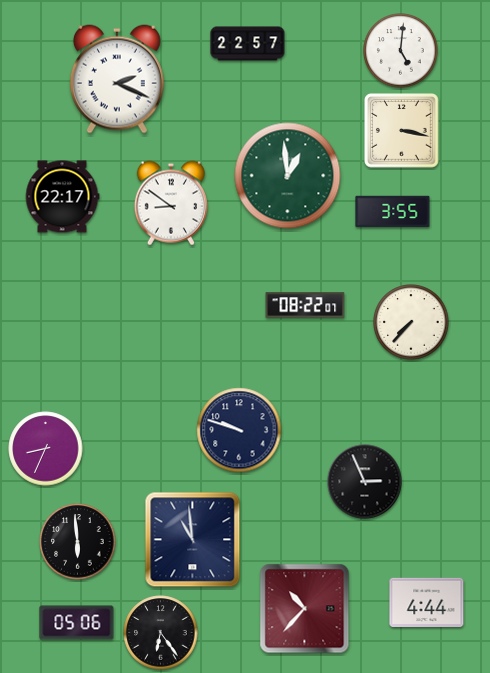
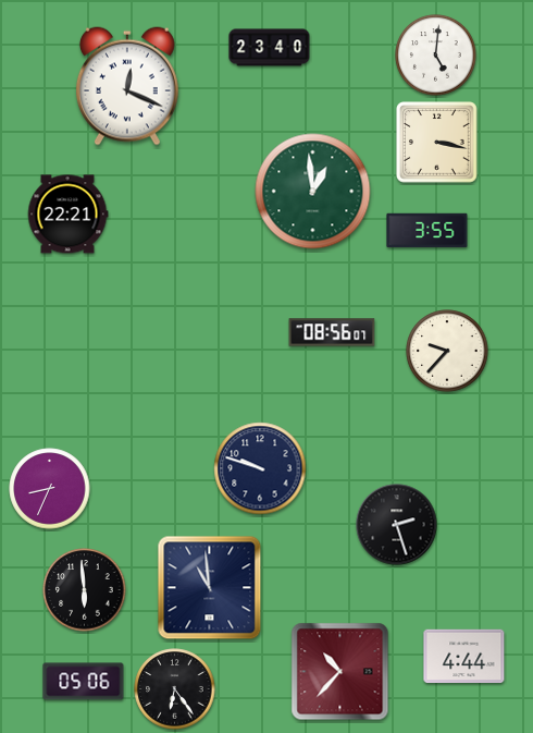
clock at (248, 44): 22:57 -> 23:40
clock at (117, 79): 2:19 -> 12:19
clock at (62, 197): 22:17 -> 22:21
clock at (171, 203): 8:51 -> none
clock at (305, 305): 08:22 -> 08:56
clock at (411, 322): 7:37 -> 9:37
clock at (365, 482): 2:56 -> 2:27
clock at (305, 609) position: (305, 609) -> (340, 672)
clock at (77, 623) position: (77, 623) -> (84, 682)
